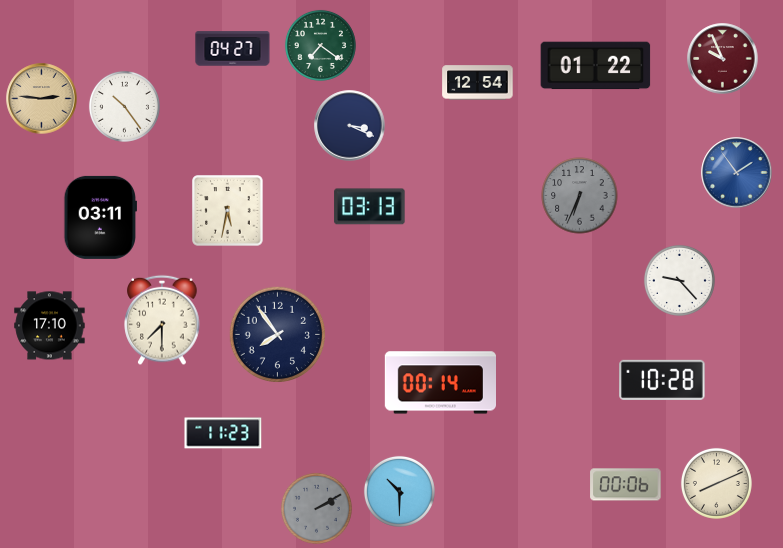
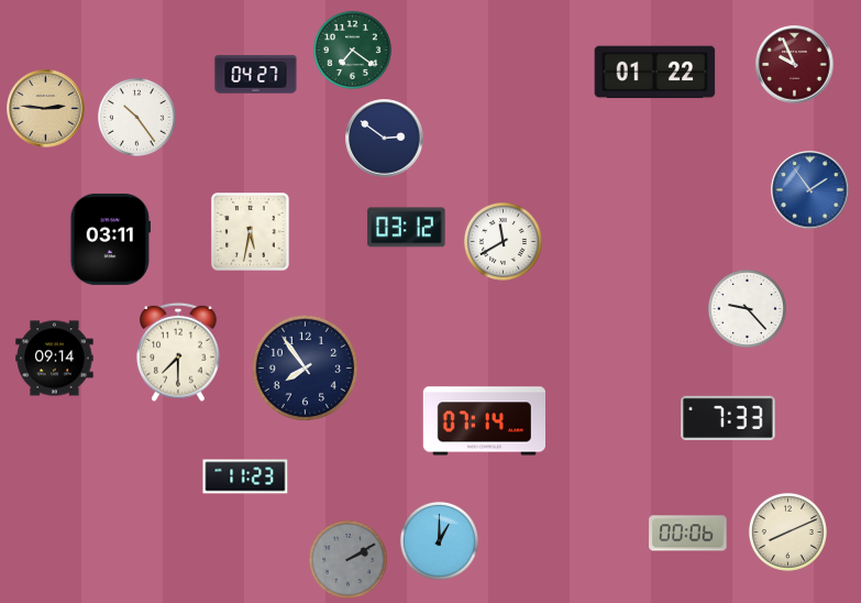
clock at (233, 49) position: (233, 49) -> (256, 75)
clock at (478, 83): 12:54 -> none
clock at (350, 126): 3:19 -> 2:51
clock at (580, 196): 6:34 -> none
clock at (370, 207): 03:13 -> 03:12
clock at (503, 241): none -> 11:40
clock at (50, 326): 17:10 -> 09:14
clock at (662, 380): 10:28 -> 7:33
clock at (440, 383): 00:14 -> 07:14
clock at (399, 491): 10:30 -> 1:00
